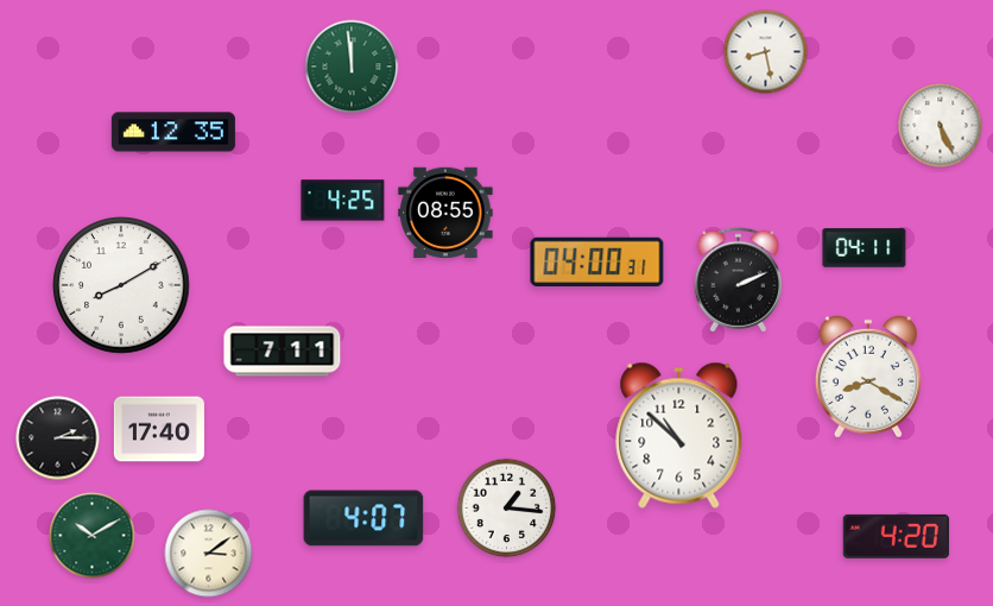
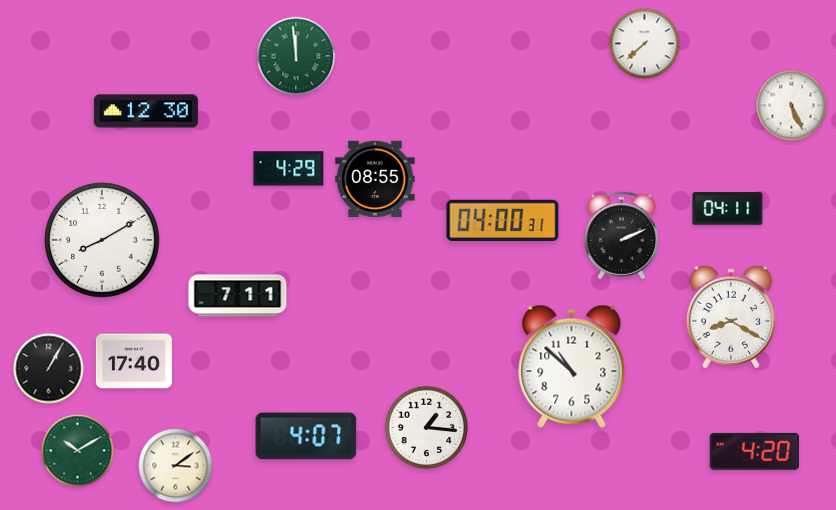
clock at (766, 52): 8:28 -> 7:38
clock at (173, 132): 12:35 -> 12:30
clock at (343, 201): 4:25 -> 4:29
clock at (58, 438): 2:15 -> 1:05
